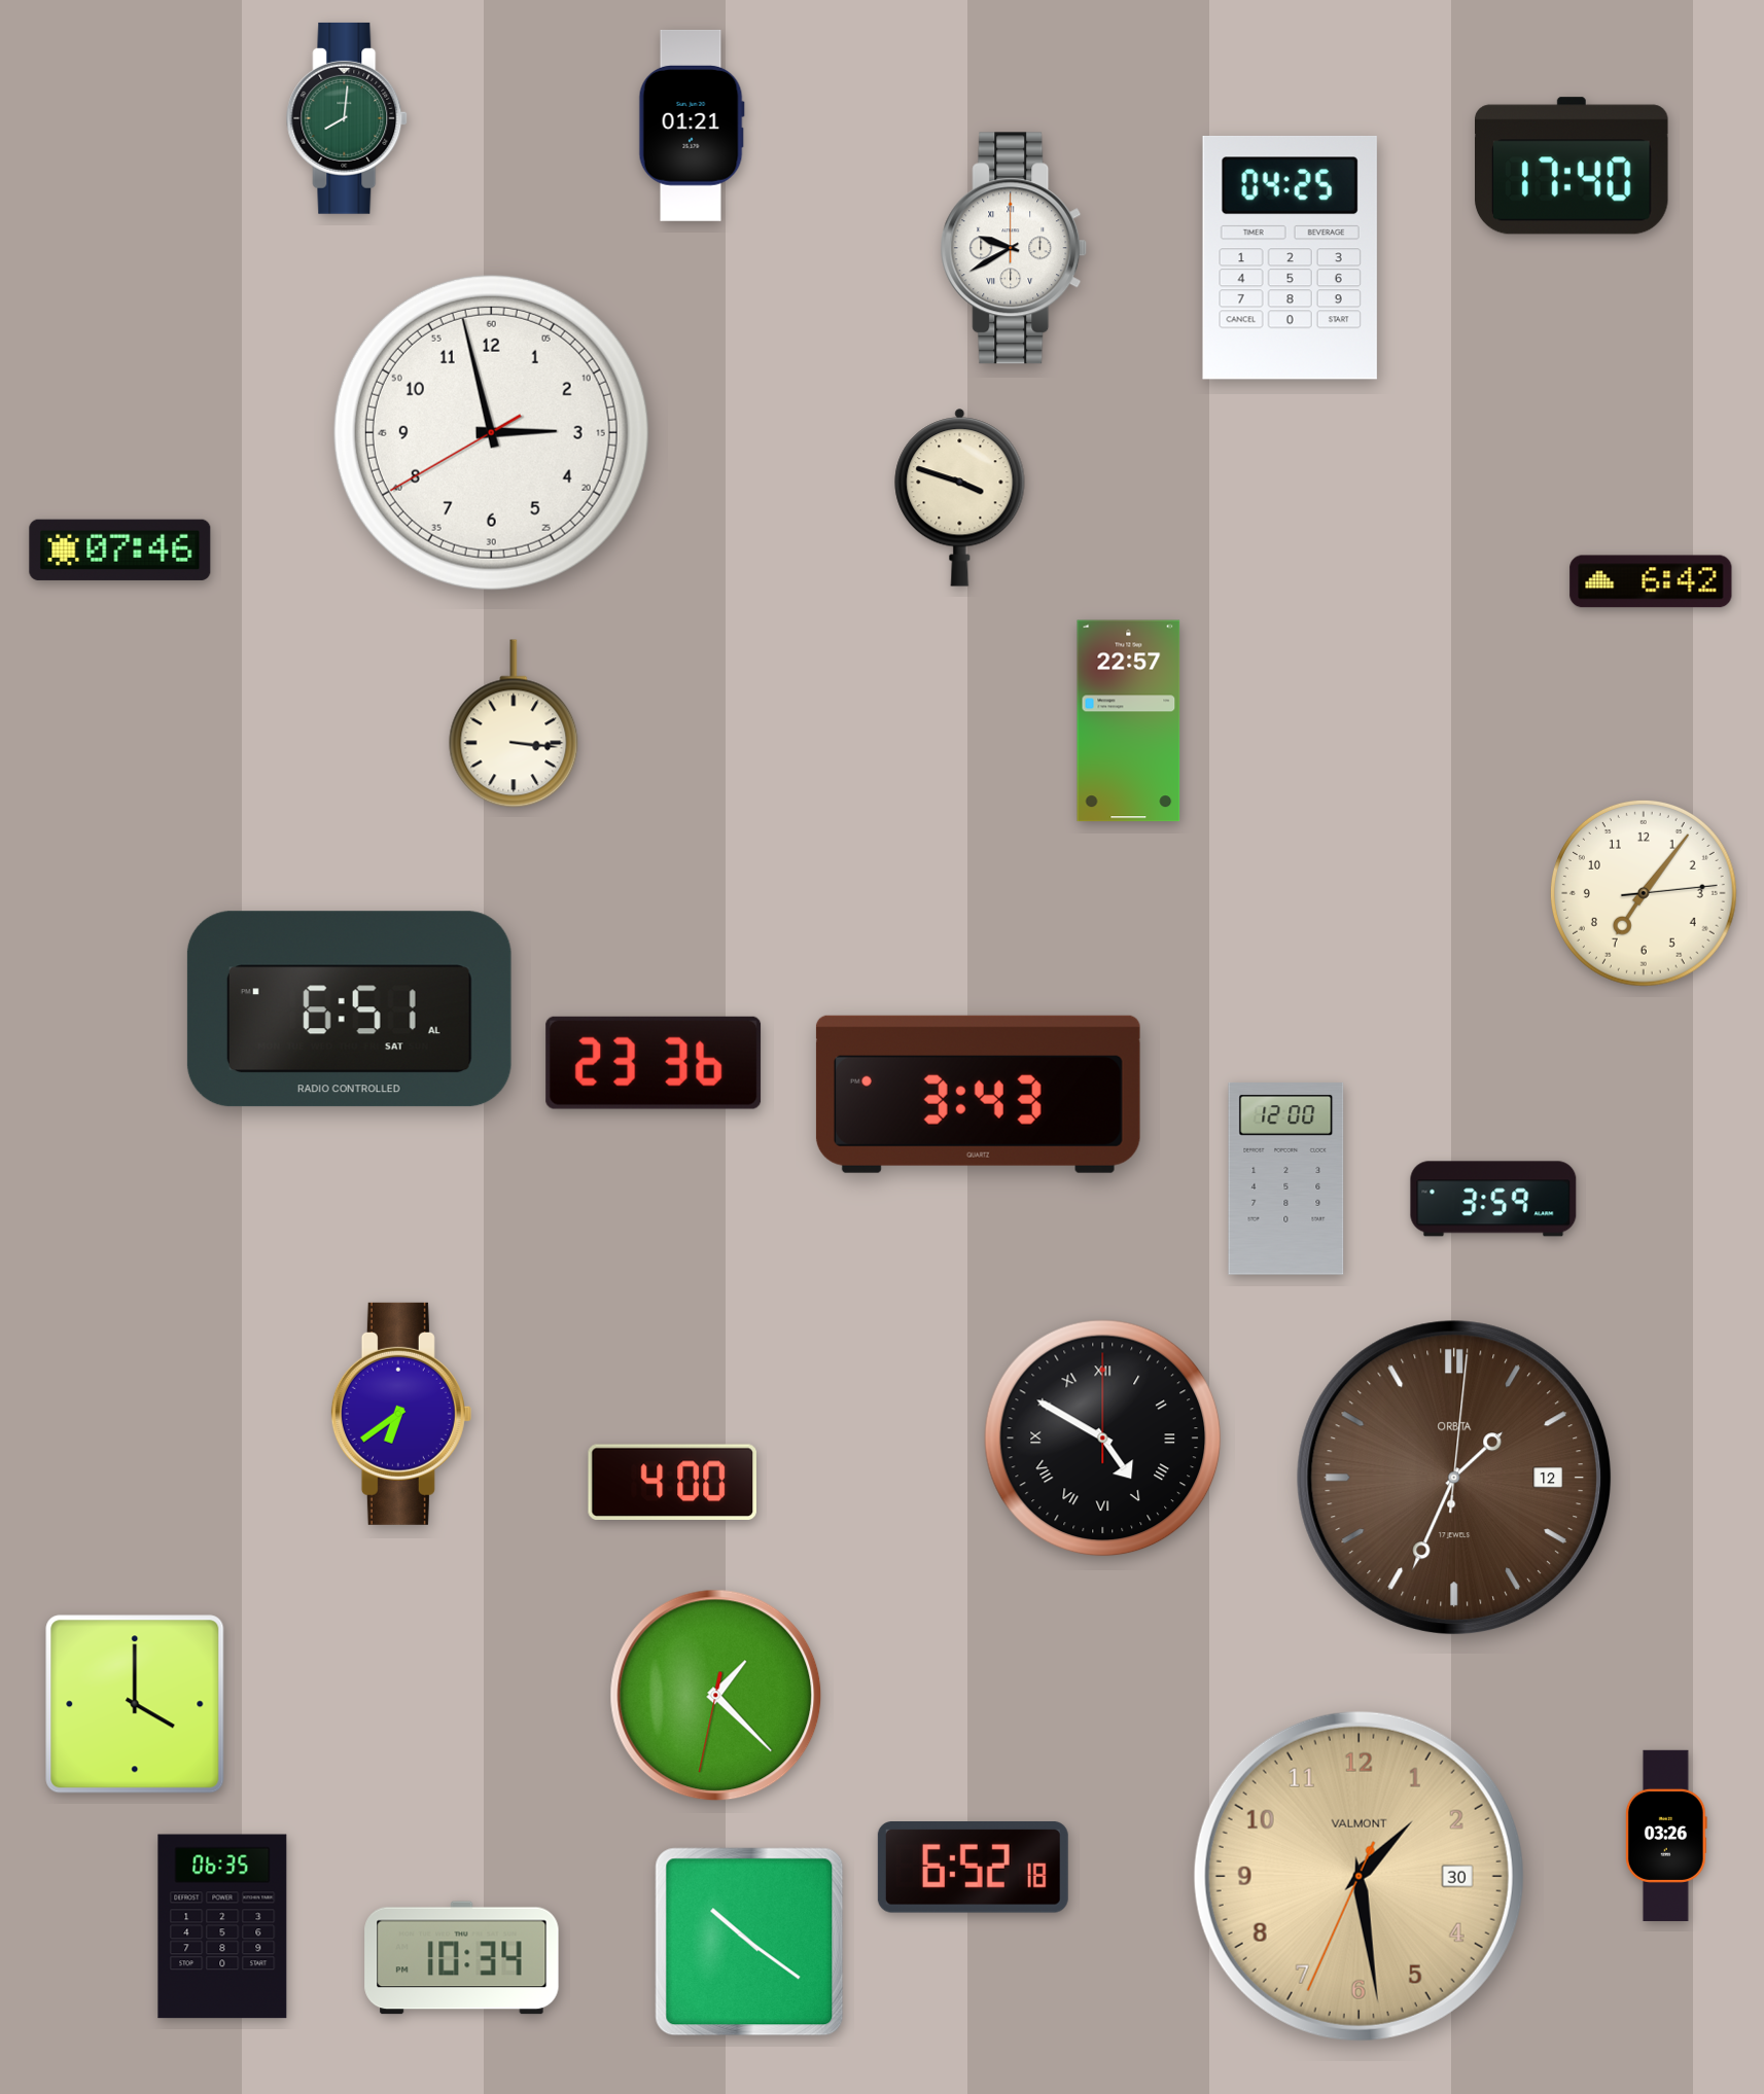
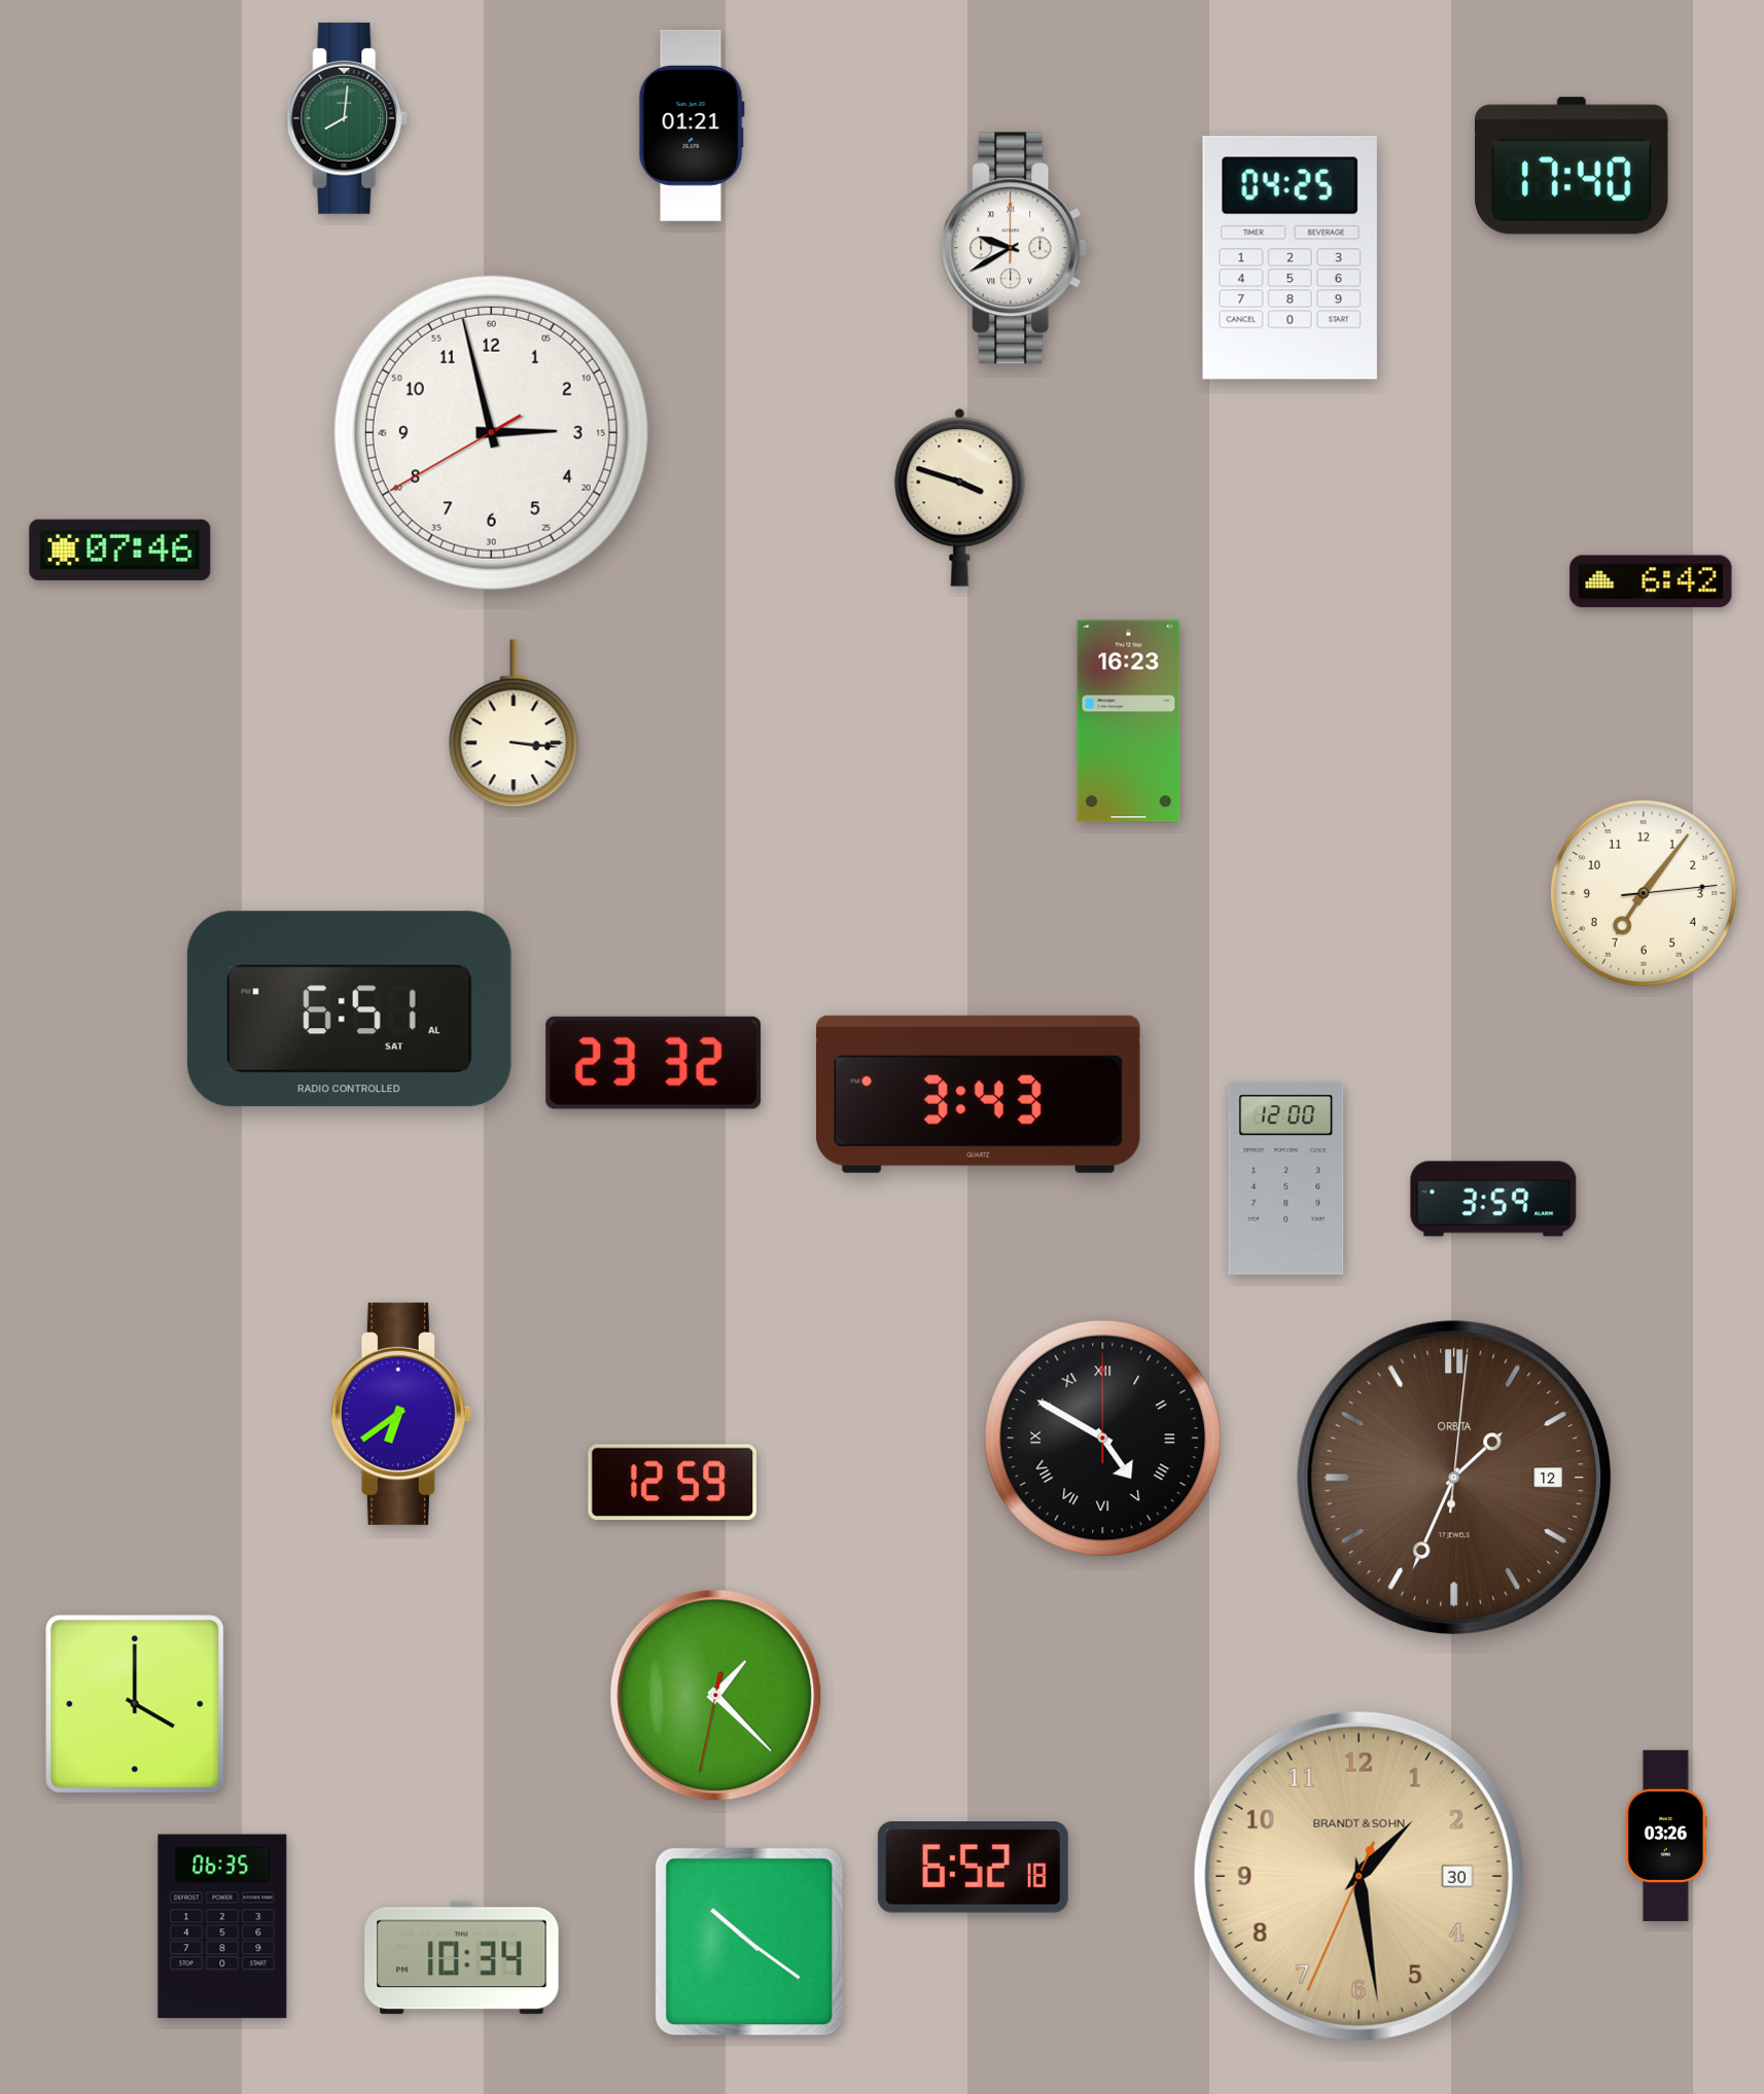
clock at (1129, 721): 22:57 -> 16:23
clock at (654, 1063): 23:36 -> 23:32
clock at (672, 1482): 4:00 -> 12:59
clock at (1359, 1876) brand: VALMONT -> BRANDT & SOHN
